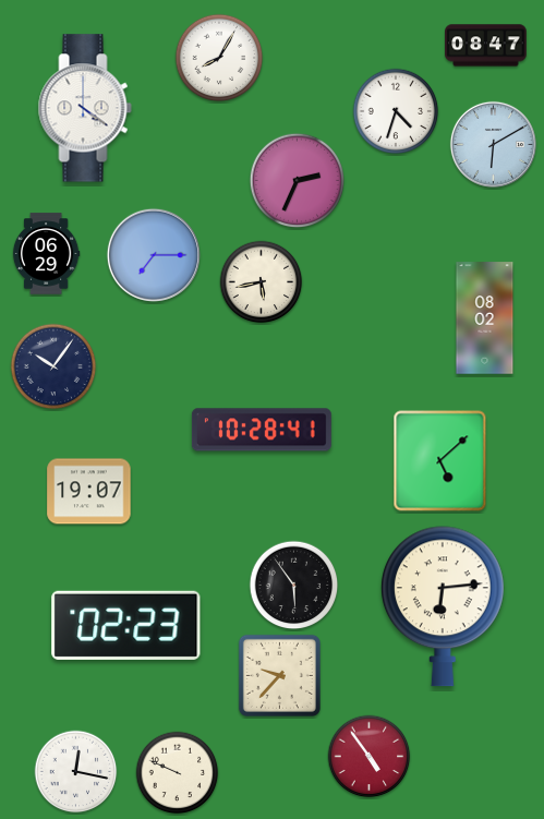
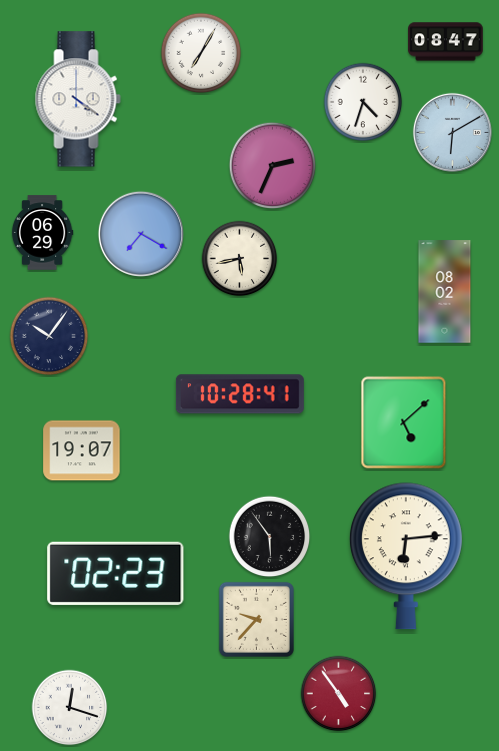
clock at (219, 58): 8:05 -> 7:05
clock at (154, 255): 7:15 -> 7:20
clock at (76, 772): 12:17 -> 12:18
clock at (178, 773): 9:49 -> none
